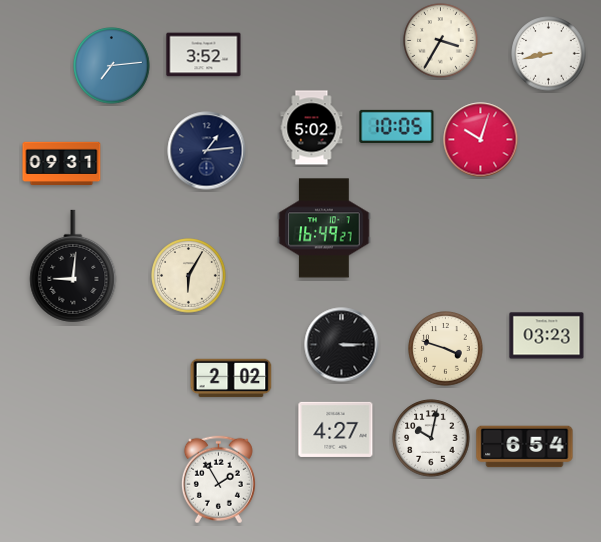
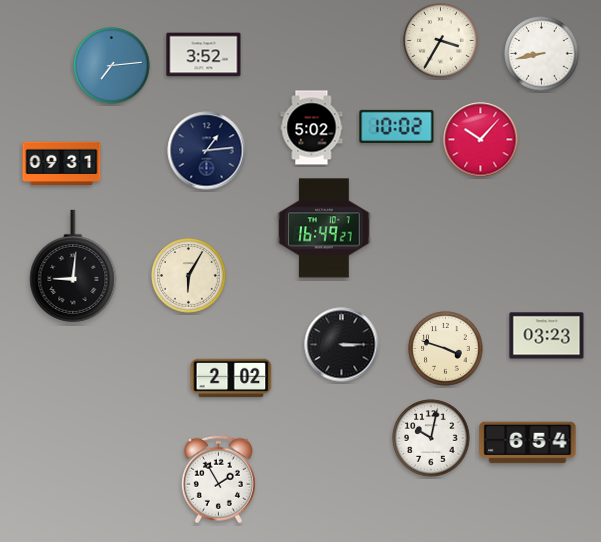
clock at (549, 54) position: (549, 54) -> (542, 54)
clock at (397, 126): 10:05 -> 10:02
clock at (481, 140): 10:03 -> 10:07
clock at (336, 429): 4:27 -> none
clock at (525, 447) position: (525, 447) -> (528, 443)
